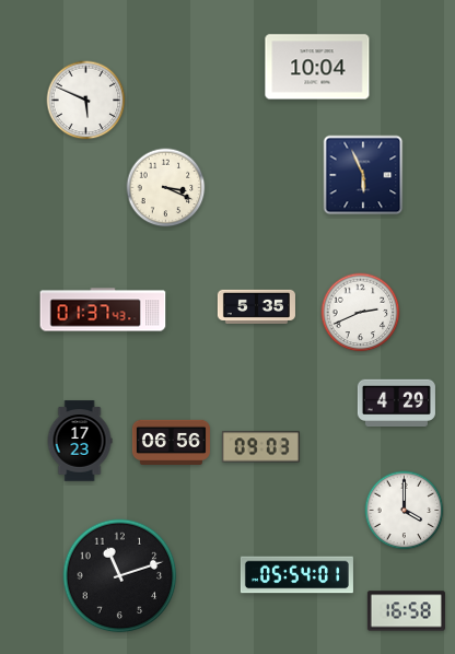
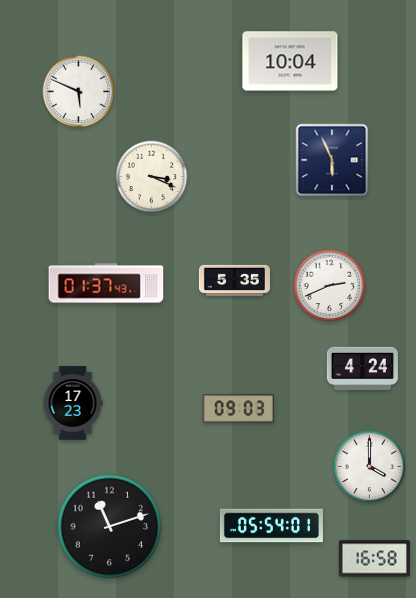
clock at (166, 188) position: (166, 188) -> (152, 177)
clock at (103, 310) position: (103, 310) -> (106, 283)
clock at (396, 402): 4:29 -> 4:24
clock at (171, 442): 06:56 -> none
clock at (406, 611) position: (406, 611) -> (374, 559)
